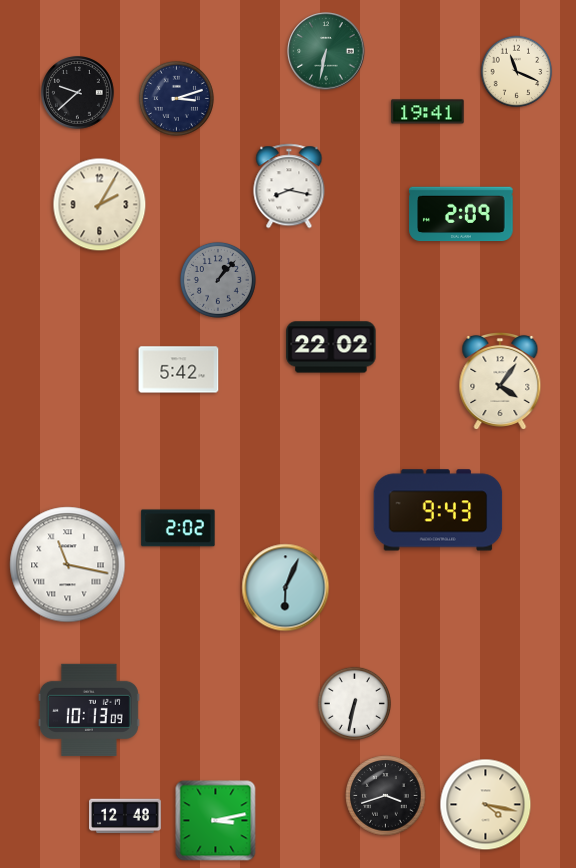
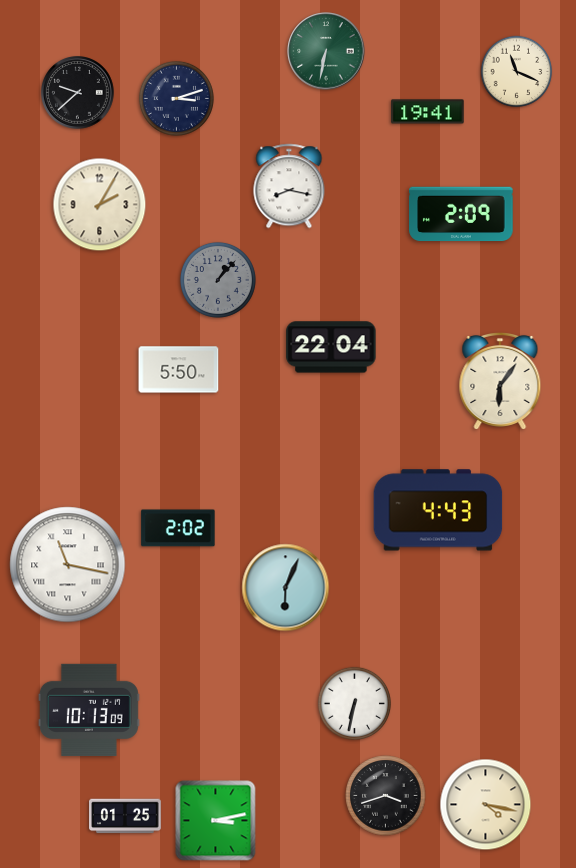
clock at (331, 347): 22:02 -> 22:04
clock at (179, 370): 5:42 -> 5:50
clock at (500, 381): 4:06 -> 6:06
clock at (438, 510): 9:43 -> 4:43
clock at (125, 816): 12:48 -> 01:25
